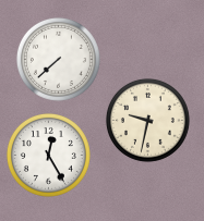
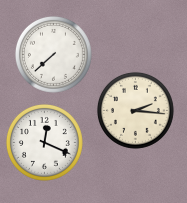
clock at (147, 120): 9:32 -> 2:16
clock at (48, 155): 12:25 -> 12:19
